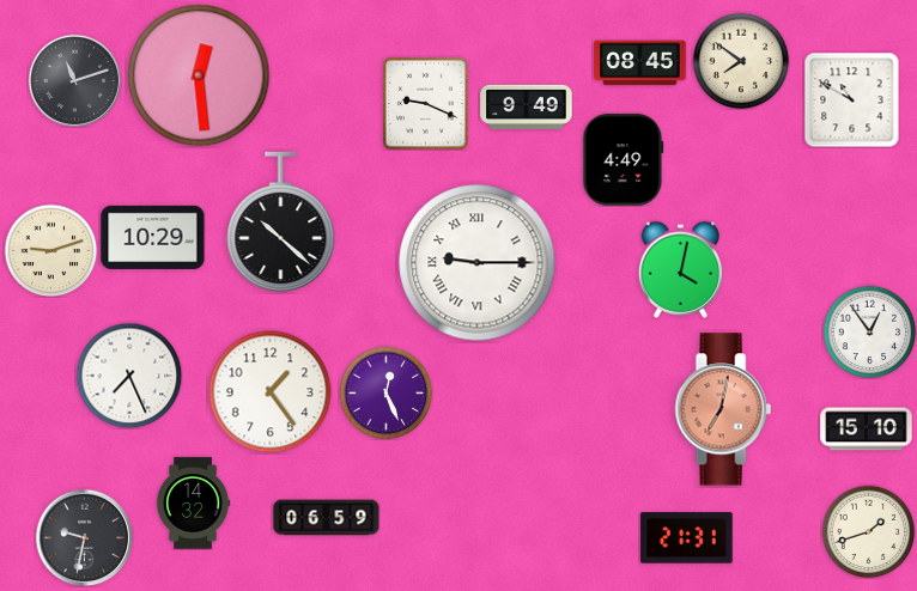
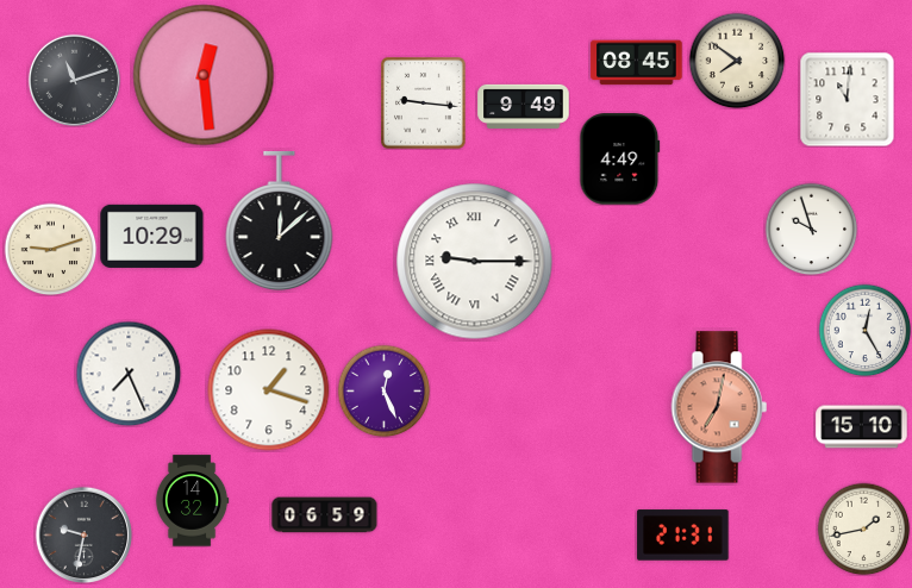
clock at (199, 75) position: (199, 75) -> (204, 75)
clock at (851, 99): 10:50 -> 11:01
clock at (426, 104): 9:19 -> 9:16
clock at (281, 223): 10:22 -> 12:08
clock at (811, 229): none -> 9:57
clock at (681, 269): 4:02 -> none
clock at (869, 331): 12:54 -> 12:25
clock at (271, 392): 1:24 -> 1:18
clock at (868, 531): 1:42 -> 1:43
